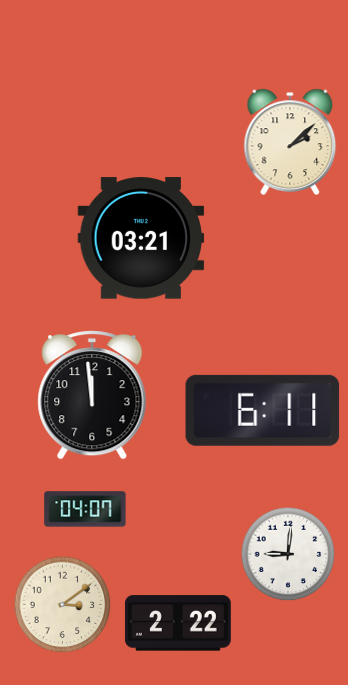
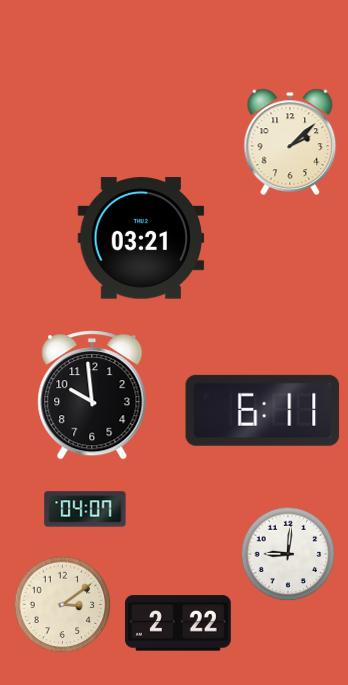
clock at (92, 396): 11:59 -> 9:59
